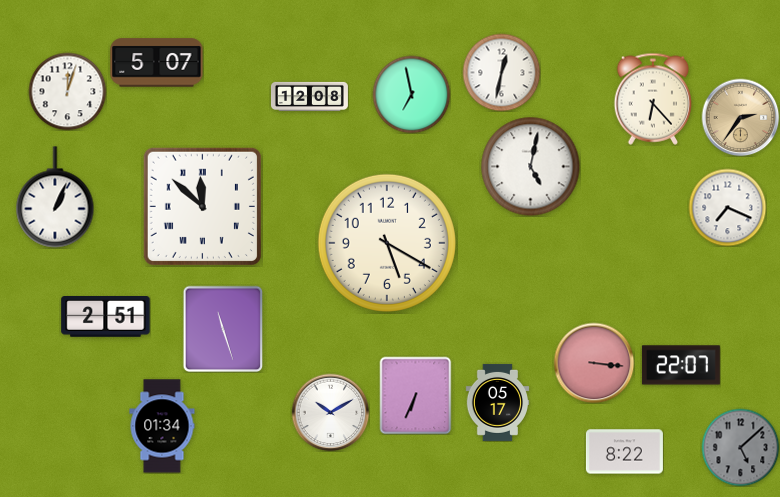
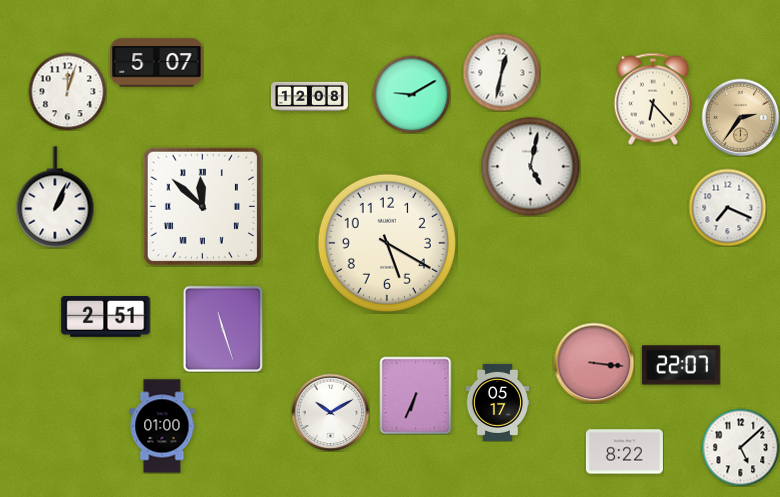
clock at (411, 94): 6:58 -> 9:10
clock at (162, 426): 01:34 -> 01:00
clock at (740, 447) dial: grey -> white
